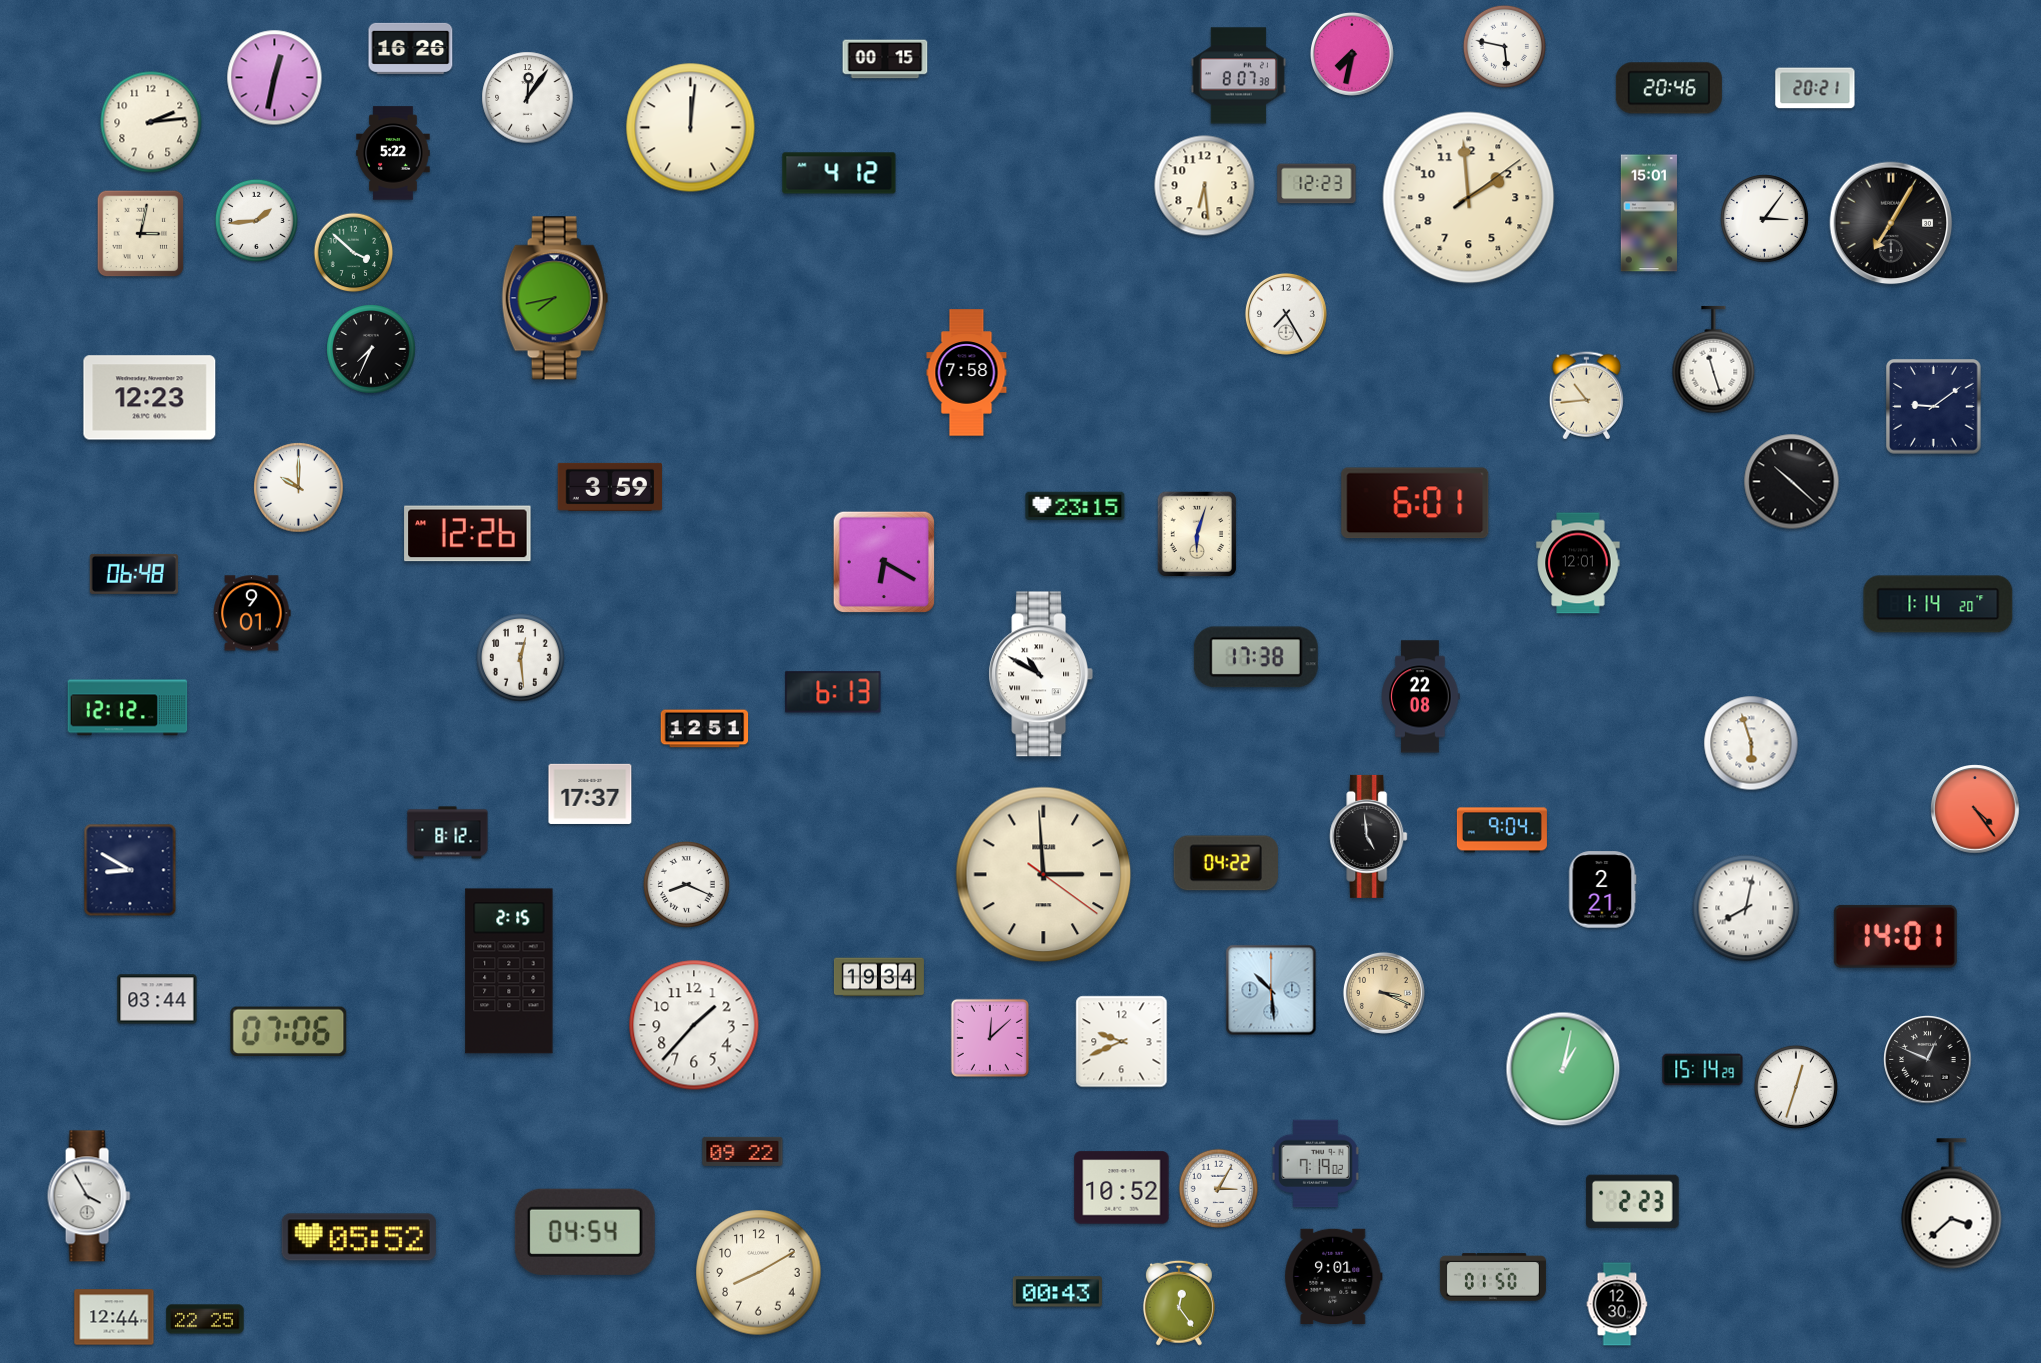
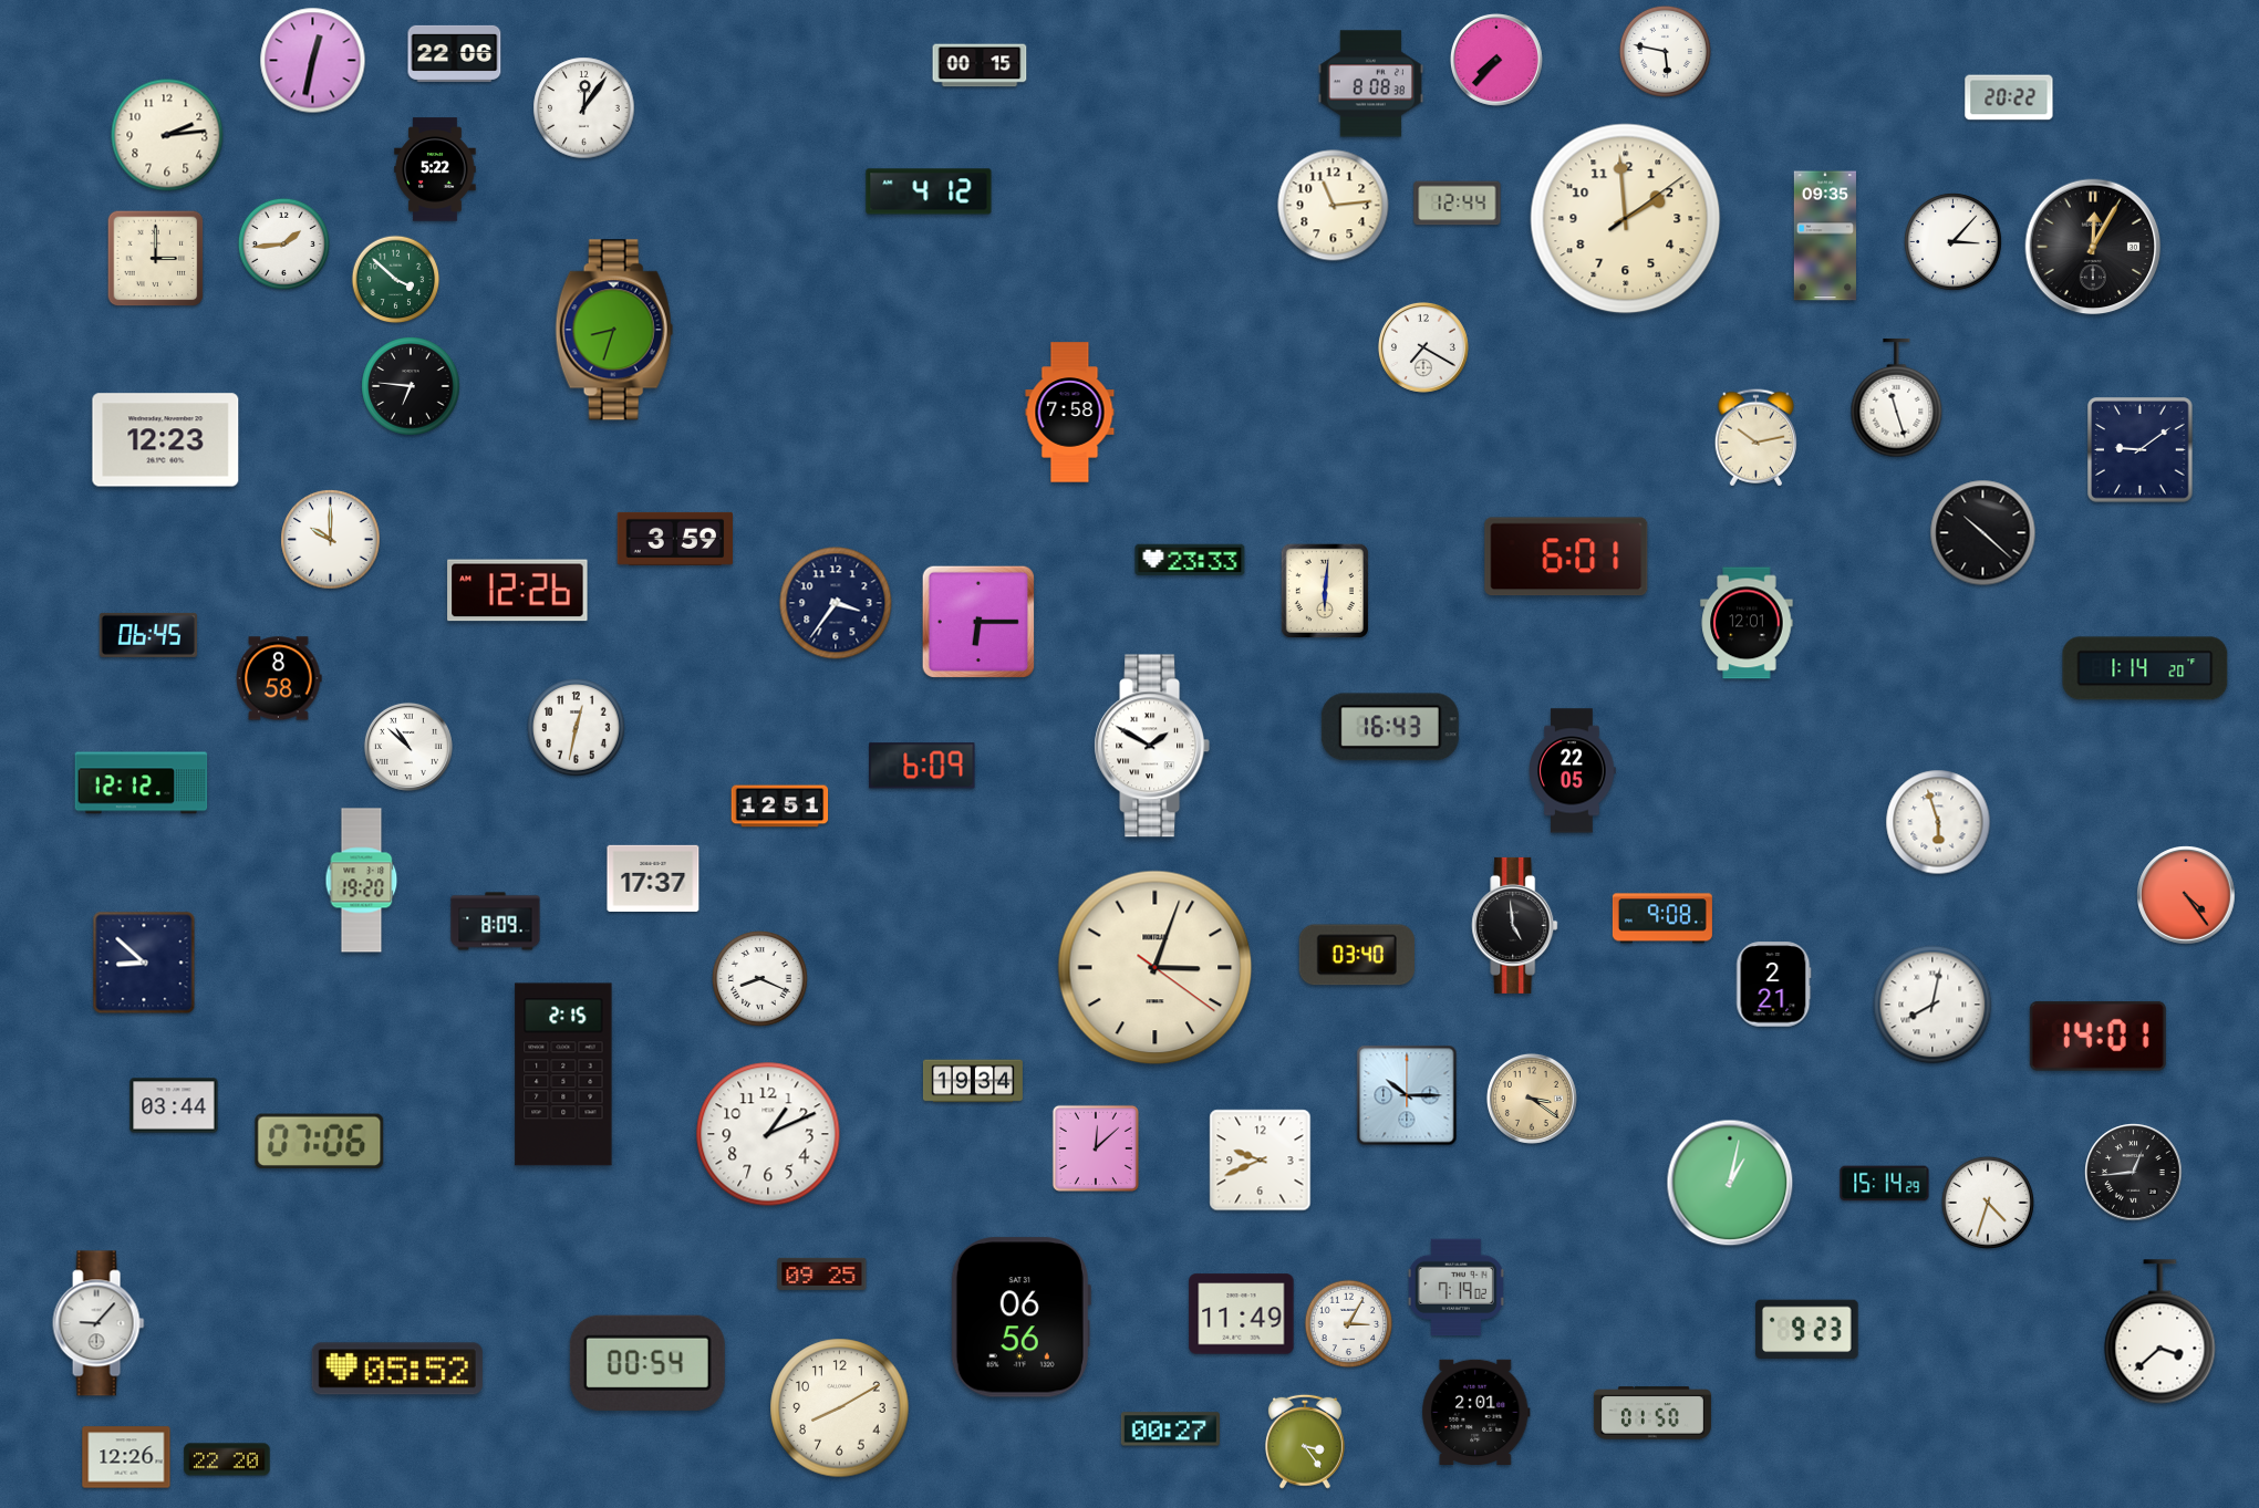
clock at (411, 48): 16:26 -> 22:06
clock at (1352, 54): 7:32 -> 7:37
clock at (1238, 76): 8:07 -> 8:08
clock at (275, 78) position: (275, 78) -> (313, 61)
clock at (1669, 88): 20:46 -> none
clock at (1815, 88): 20:21 -> 20:22
clock at (691, 128): 12:01 -> none
clock at (1317, 184): 12:23 -> 12:44
clock at (1205, 186): 6:29 -> 11:14
clock at (1649, 213): 15:01 -> 09:35
clock at (1765, 219): 3:06 -> 3:07
clock at (1891, 223): 7:05 -> 12:05
clock at (141, 234): 3:02 -> 3:00
clock at (354, 253) position: (354, 253) -> (396, 280)
clock at (555, 298): 7:43 -> 8:33
clock at (1286, 314): 7:25 -> 7:20
clock at (371, 349): 7:34 -> 6:46
clock at (1586, 396): 10:44 -> 10:13
clock at (1075, 506): 23:15 -> 23:33
clock at (1197, 533): 6:03 -> 6:01
clock at (836, 603): none -> 3:36
clock at (883, 561): 6:20 -> 6:15
clock at (133, 574): 06:48 -> 06:45
clock at (252, 613): 9:01 -> 8:58
clock at (1256, 657): 17:38 -> 16:43
clock at (521, 658): 12:29 -> 12:32
clock at (1041, 674): 10:50 -> 1:50
clock at (408, 747): none -> 10:52
clock at (833, 692): 6:13 -> 6:09
clock at (1421, 697): 22:08 -> 22:05
clock at (362, 881): none -> 19:20
clock at (1502, 830): 9:04 -> 9:08
clock at (448, 833): 8:12 -> 8:09
clock at (1226, 863): 04:22 -> 03:40
clock at (130, 870): 8:50 -> 8:52
clock at (1044, 875): 2:59 -> 3:03
clock at (1271, 990): 10:29 -> 10:15
clock at (1384, 993): 3:19 -> 3:21
clock at (694, 1025): 1:37 -> 1:11
clock at (1122, 1042) position: (1122, 1042) -> (1261, 1161)
clock at (1928, 1060): 12:49 -> 12:44
clock at (1796, 1087): 12:33 -> 4:33
clock at (743, 1151): 09:22 -> 09:25
clock at (1122, 1188): 10:52 -> 11:49
clock at (1219, 1189) position: (1219, 1189) -> (1349, 1324)
clock at (1020, 1318): none -> 06:56
clock at (89, 1196): 3:55 -> 9:07
clock at (1633, 1202): 2:23 -> 9:23
clock at (585, 1232): 04:54 -> 00:54
clock at (1334, 1276): 9:01 -> 2:01
clock at (1057, 1292): 00:43 -> 00:27
clock at (1179, 1303): 12:24 -> 3:24
clock at (1617, 1304): 12:30 -> none
clock at (114, 1317): 12:44 -> 12:26
clock at (205, 1319): 22:25 -> 22:20
